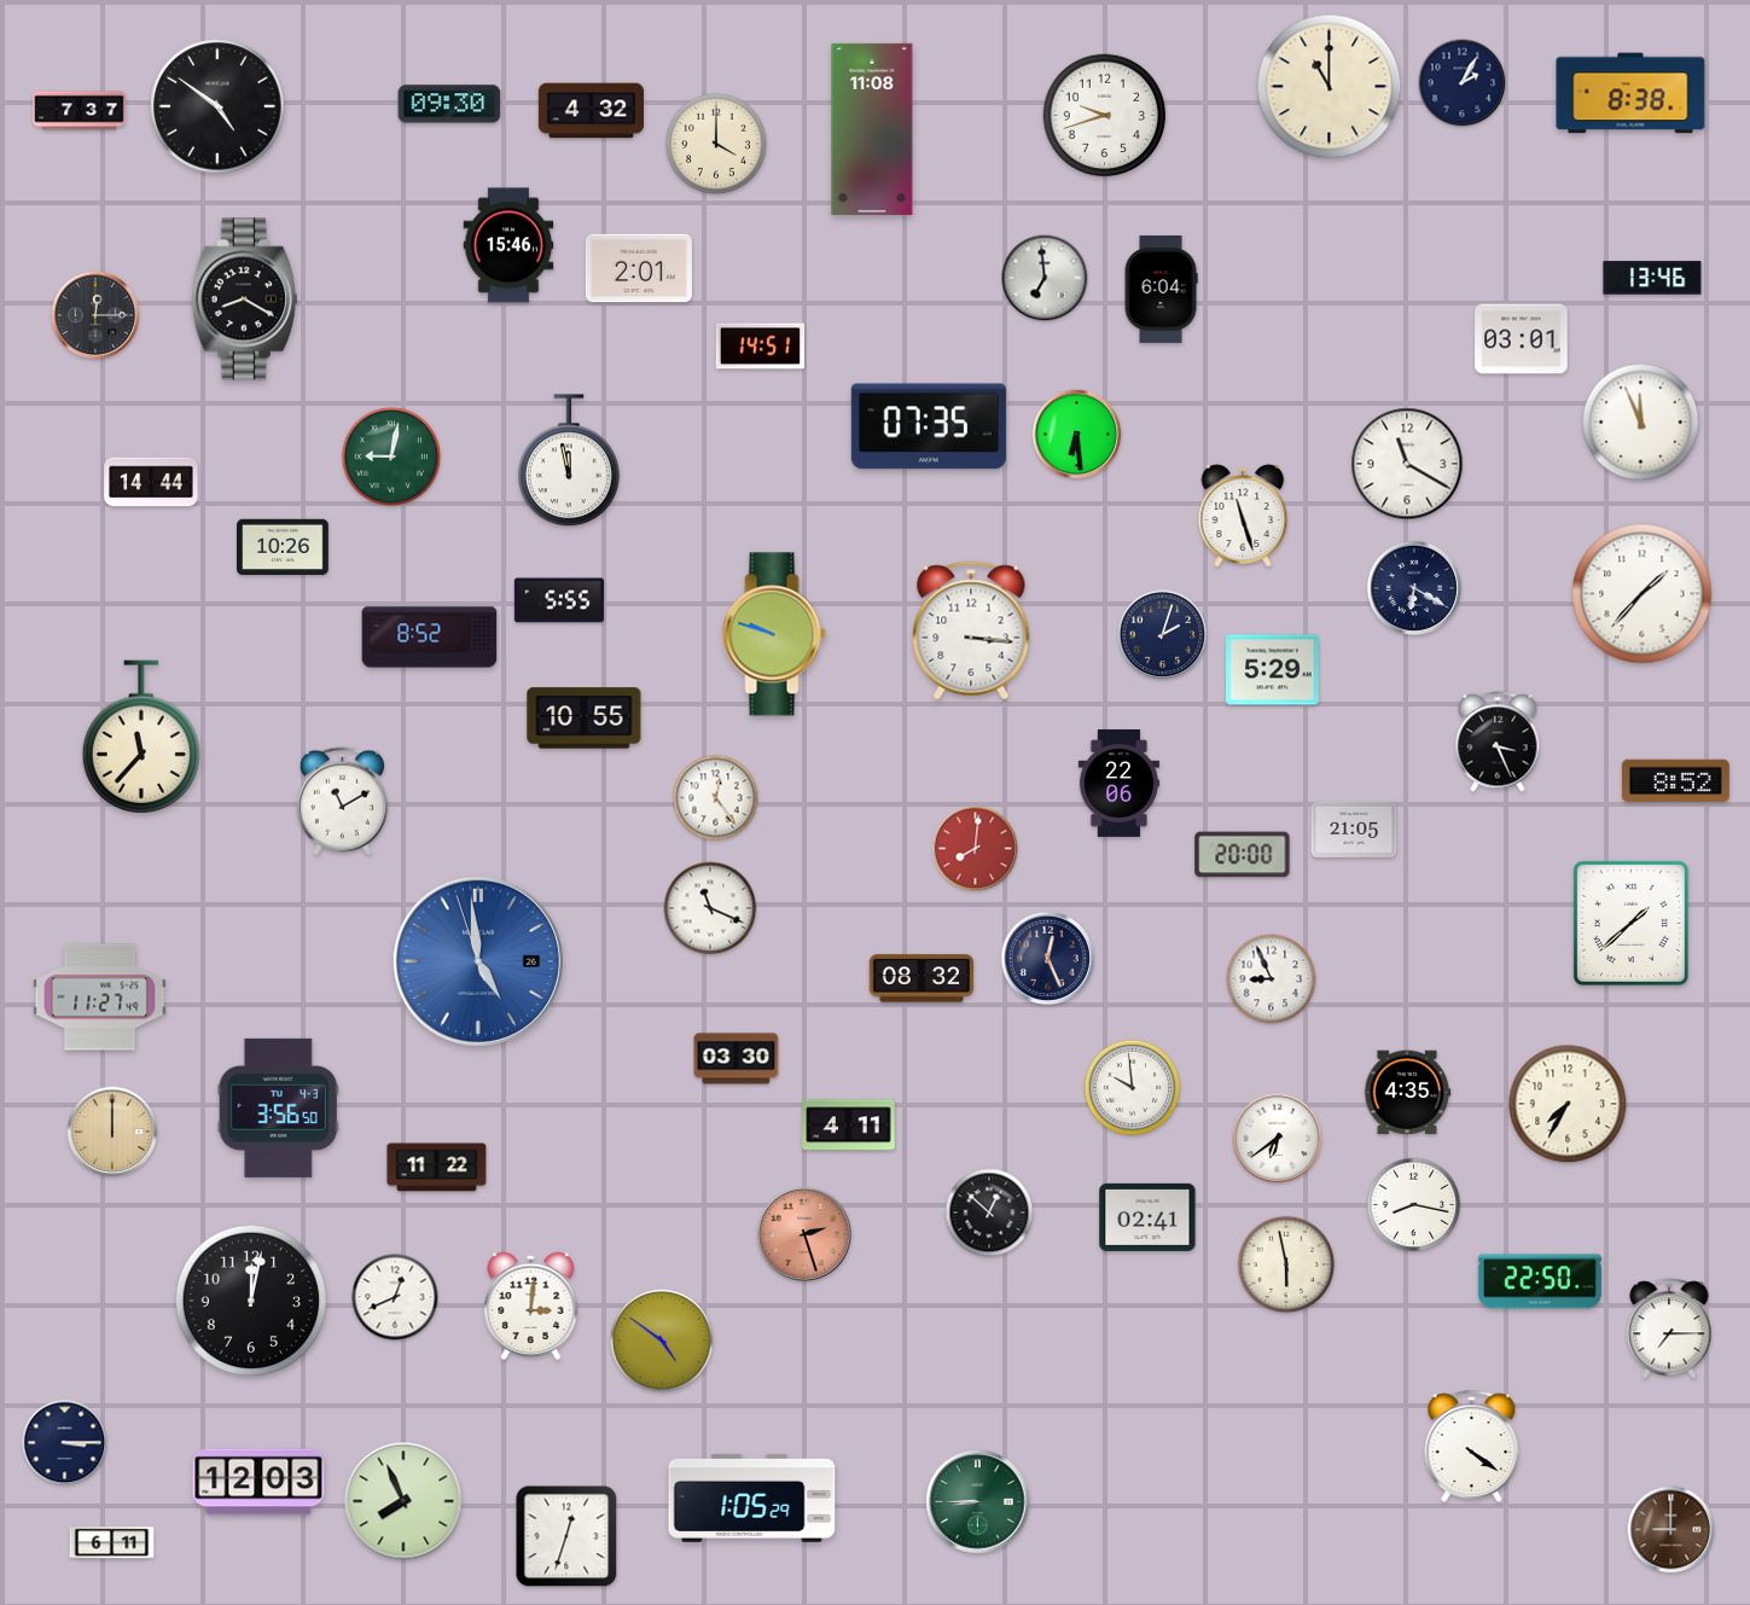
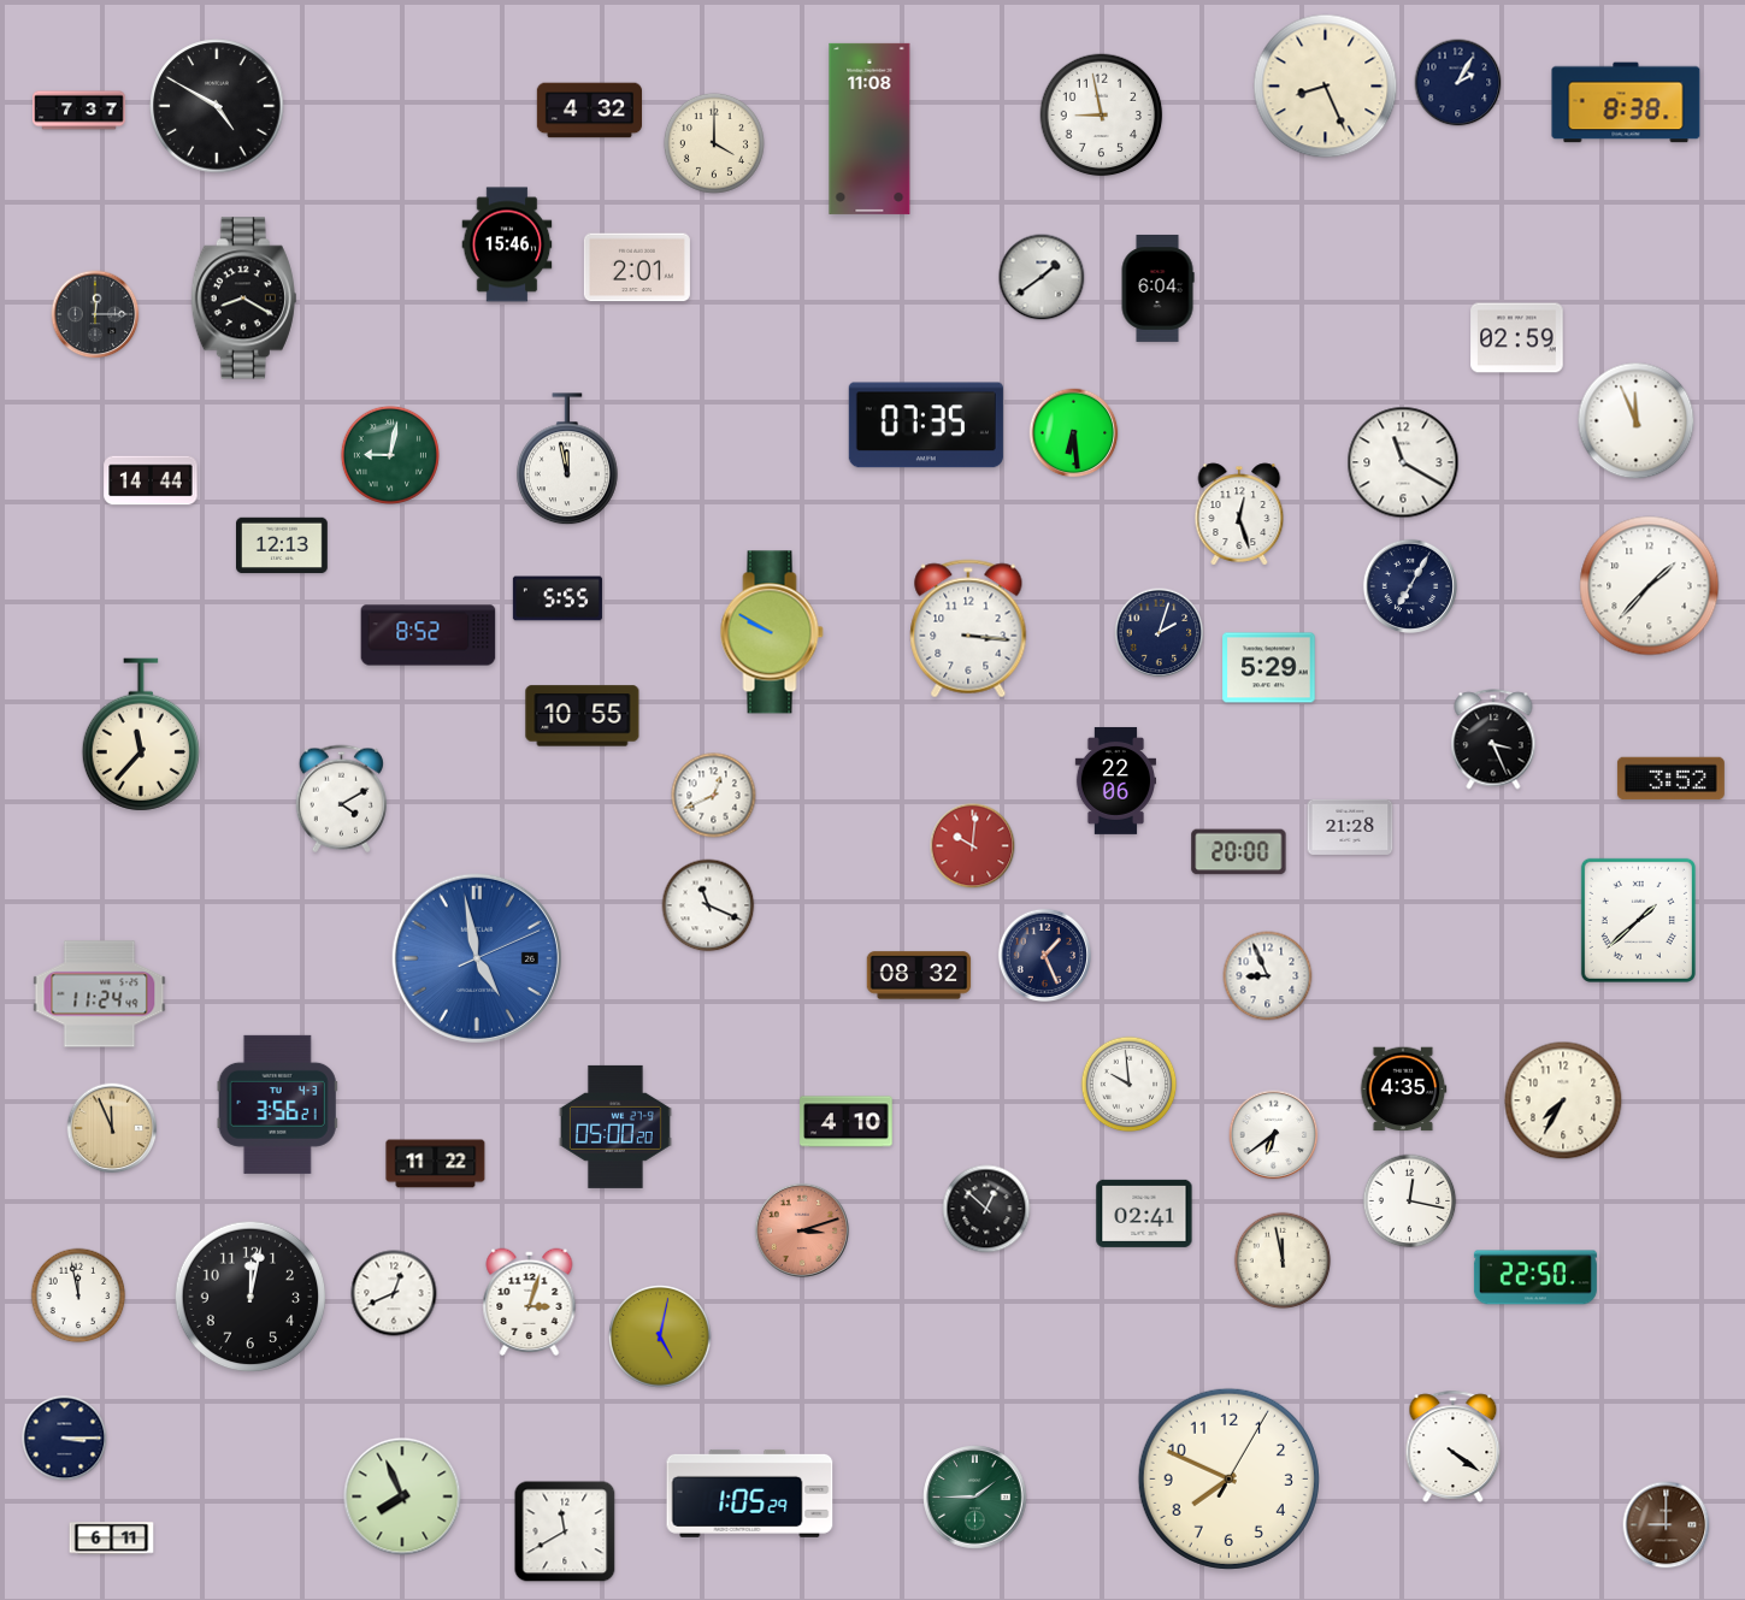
clock at (1330, 87): 11:00 -> 8:26
clock at (1630, 93) position: (1630, 93) -> (1626, 102)
clock at (449, 104): 09:30 -> none
clock at (217, 106): 4:51 -> 4:50
clock at (1105, 116): 9:42 -> 8:58
clock at (1045, 278): 6:59 -> 1:39
clock at (1652, 278): 13:46 -> none
clock at (1522, 339): 03:01 -> 02:59
clock at (760, 347): 14:51 -> none
clock at (1243, 516): 11:27 -> 12:27
clock at (284, 547): 10:26 -> 12:13
clock at (1414, 588): 6:20 -> 7:05
clock at (1643, 594) position: (1643, 594) -> (1650, 586)
clock at (774, 634): 9:48 -> 9:50
clock at (1675, 781): 8:52 -> 3:52
clock at (716, 798): 12:24 -> 12:41
clock at (342, 802): 11:10 -> 4:10
clock at (1354, 830): 21:05 -> 21:28
clock at (976, 849): 8:01 -> 10:01
clock at (1630, 923) position: (1630, 923) -> (1638, 920)
clock at (1047, 958): 12:26 -> 1:26
clock at (478, 961): 4:58:57 -> 4:58:11
clock at (100, 998): 11:27 -> 11:24
clock at (737, 1059): 03:30 -> none
clock at (278, 1107): 3:56:50 -> 3:56:21
clock at (849, 1126): 4:11 -> 4:10
clock at (615, 1127): none -> 05:00
clock at (112, 1132): 12:00 -> 11:56
clock at (1414, 1205): 8:17 -> 12:17
clock at (804, 1234): 2:27 -> 3:12
clock at (1286, 1264): 5:58 -> 11:58
clock at (78, 1295): none -> 11:58
clock at (531, 1307): 3:01 -> 3:03
clock at (1669, 1328): 7:15 -> none
clock at (663, 1342): 4:51 -> 5:02
clock at (1472, 1446) position: (1472, 1446) -> (1454, 1446)
clock at (258, 1482): 12:03 -> none
clock at (1228, 1478): none -> 7:49
clock at (978, 1502): 8:45 -> 1:45
clock at (566, 1536): 12:33 -> 11:40
